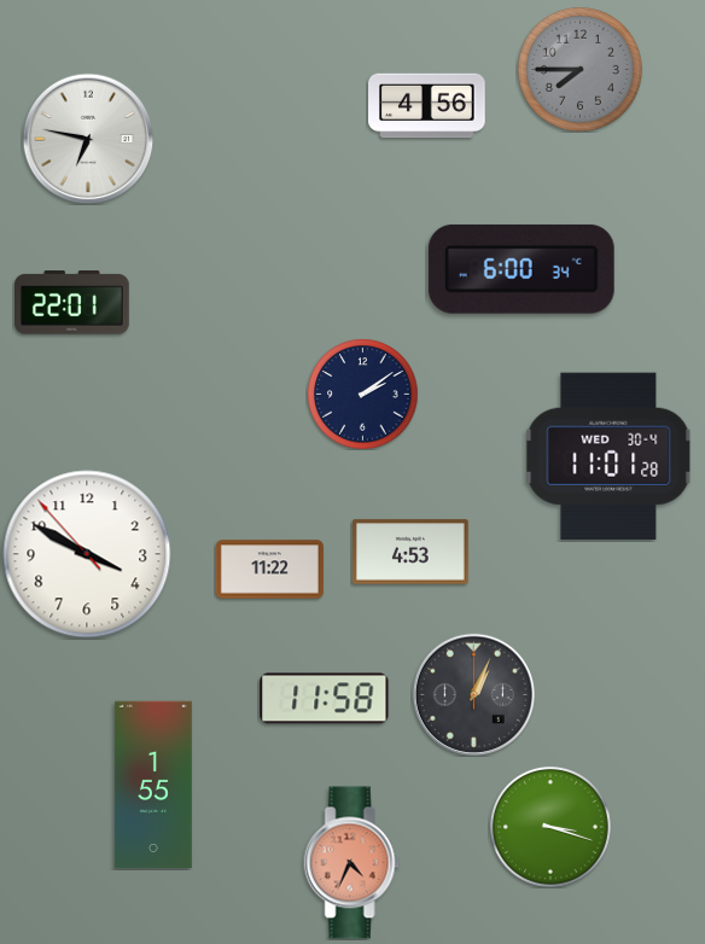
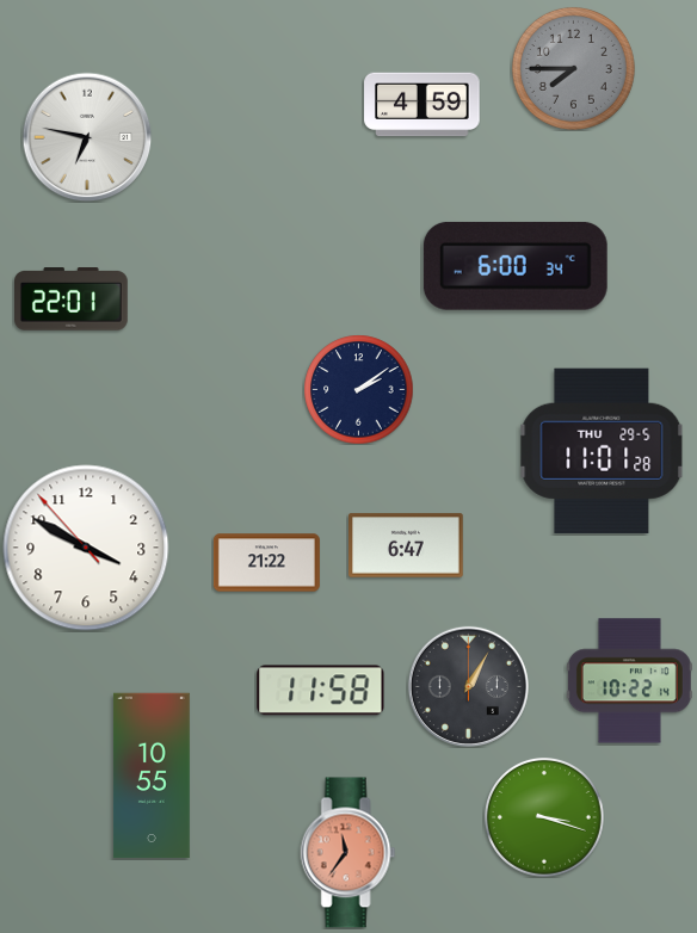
clock at (427, 106): 4:56 -> 4:59
clock at (608, 456) date: WED 30-4 -> THU 29-5
clock at (410, 552): 4:53 -> 6:47
clock at (269, 570): 11:22 -> 21:22
clock at (629, 681): none -> 10:22
clock at (473, 694): 1:04 -> 1:05
clock at (153, 785): 1:55 -> 10:55
clock at (353, 863): 4:34 -> 11:36
